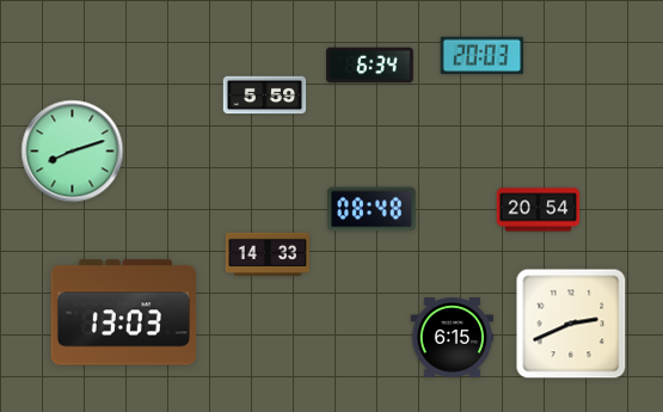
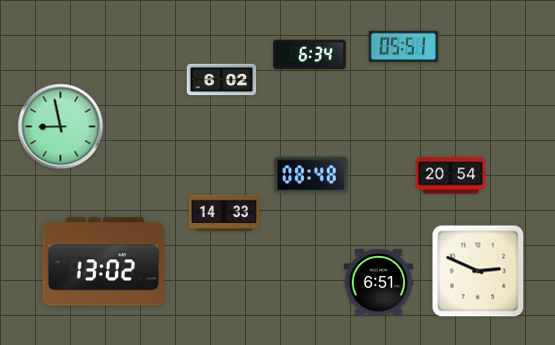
clock at (483, 56): 20:03 -> 05:51
clock at (265, 96): 5:59 -> 6:02
clock at (73, 152): 8:12 -> 8:58
clock at (123, 313): 13:03 -> 13:02
clock at (571, 324): 2:41 -> 2:49
clock at (453, 338): 6:15 -> 6:51
